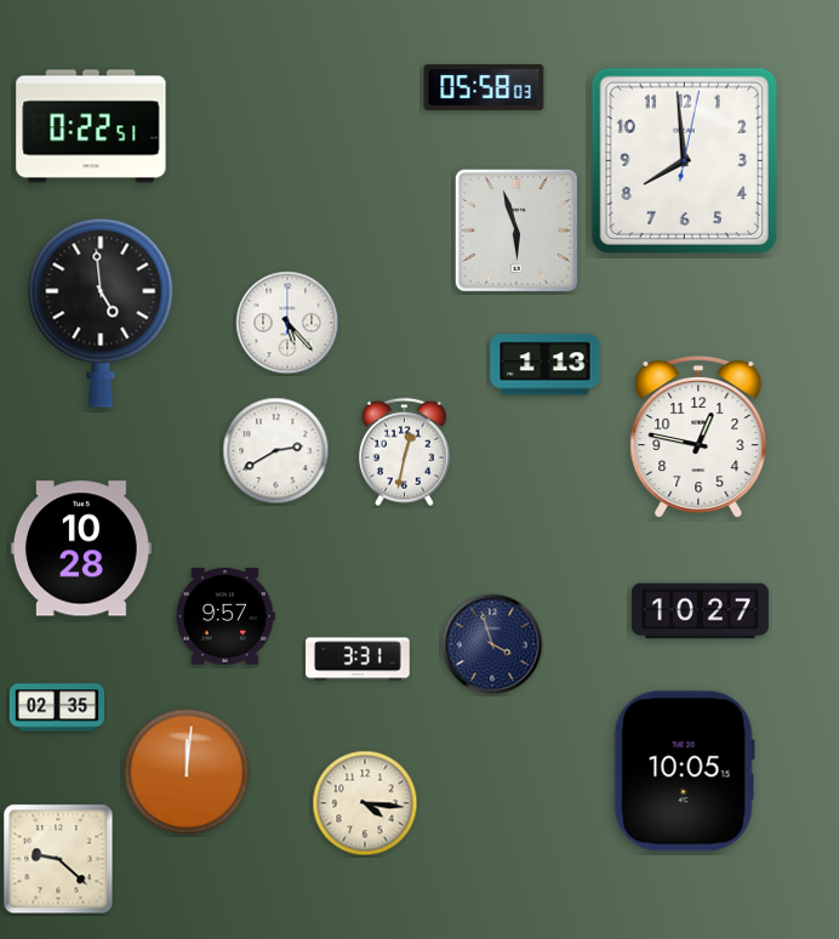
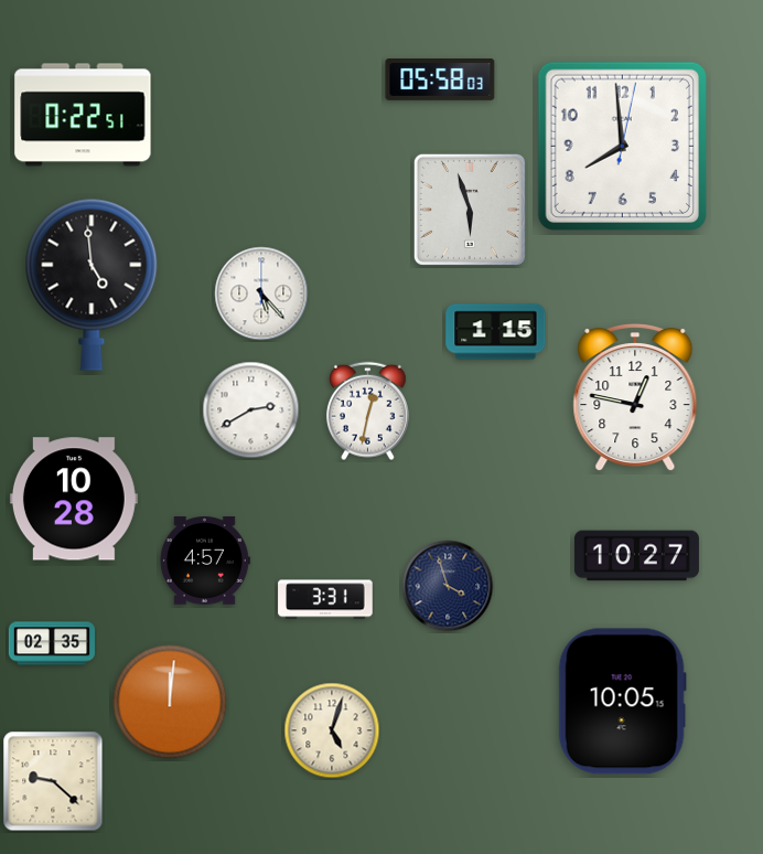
clock at (546, 365): 1:13 -> 1:15
clock at (226, 616): 9:57 -> 4:57
clock at (365, 803): 4:16 -> 5:03
